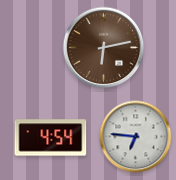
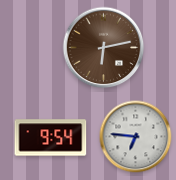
clock at (51, 138): 4:54 -> 9:54
